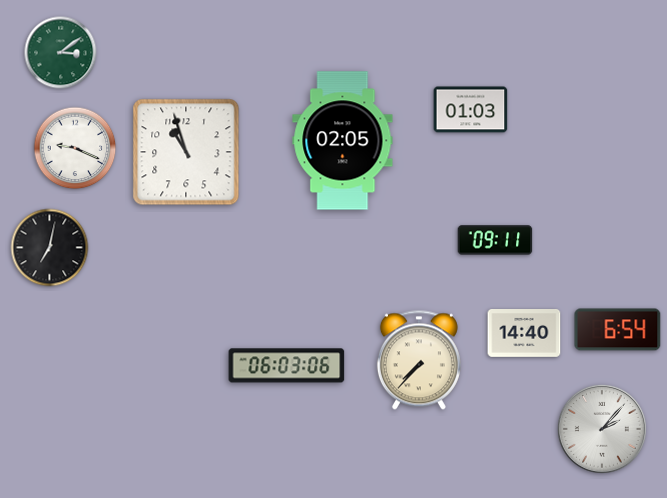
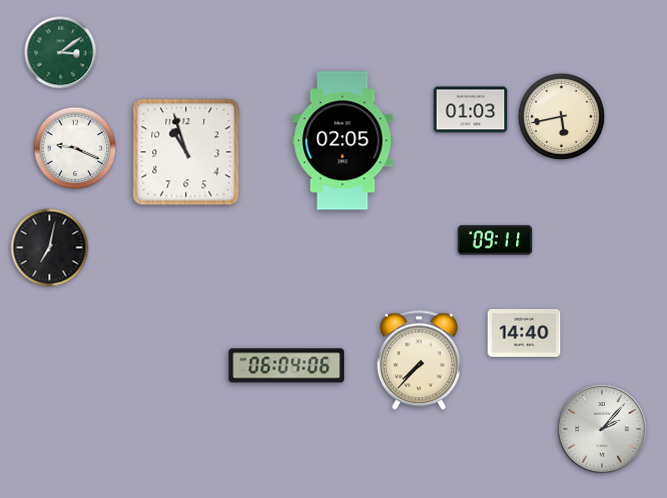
clock at (561, 116): none -> 5:43
clock at (618, 330): 6:54 -> none
clock at (287, 366): 06:03 -> 06:04
